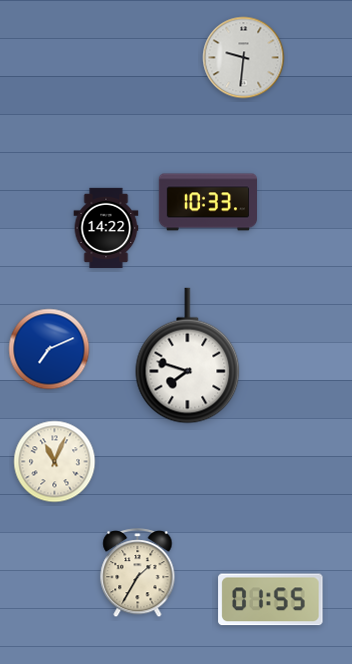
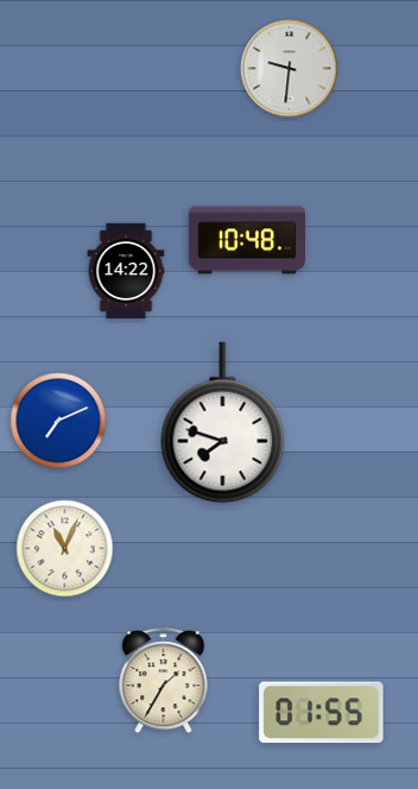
clock at (208, 202): 10:33 -> 10:48
clock at (49, 349) position: (49, 349) -> (58, 421)
